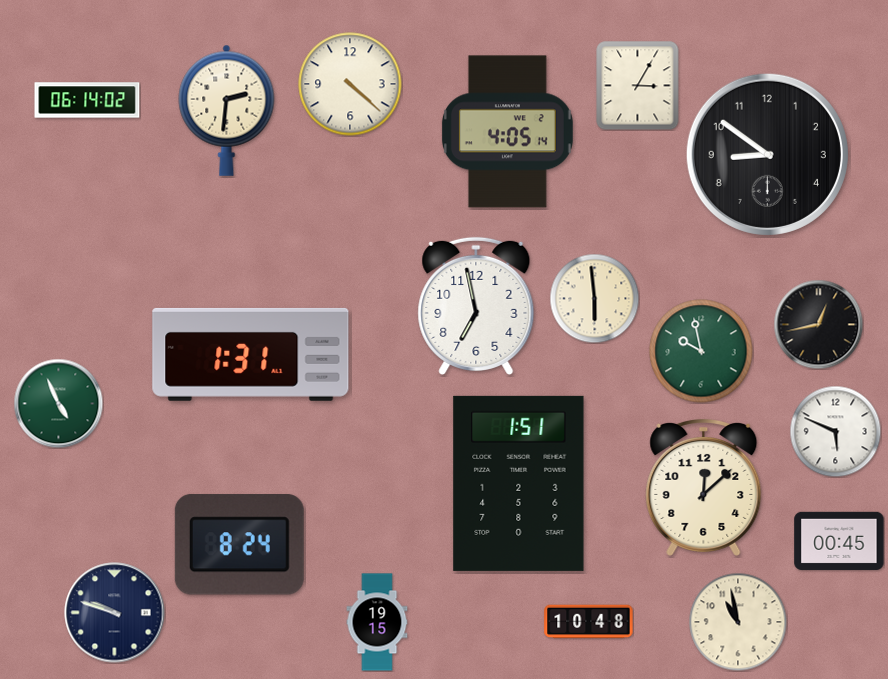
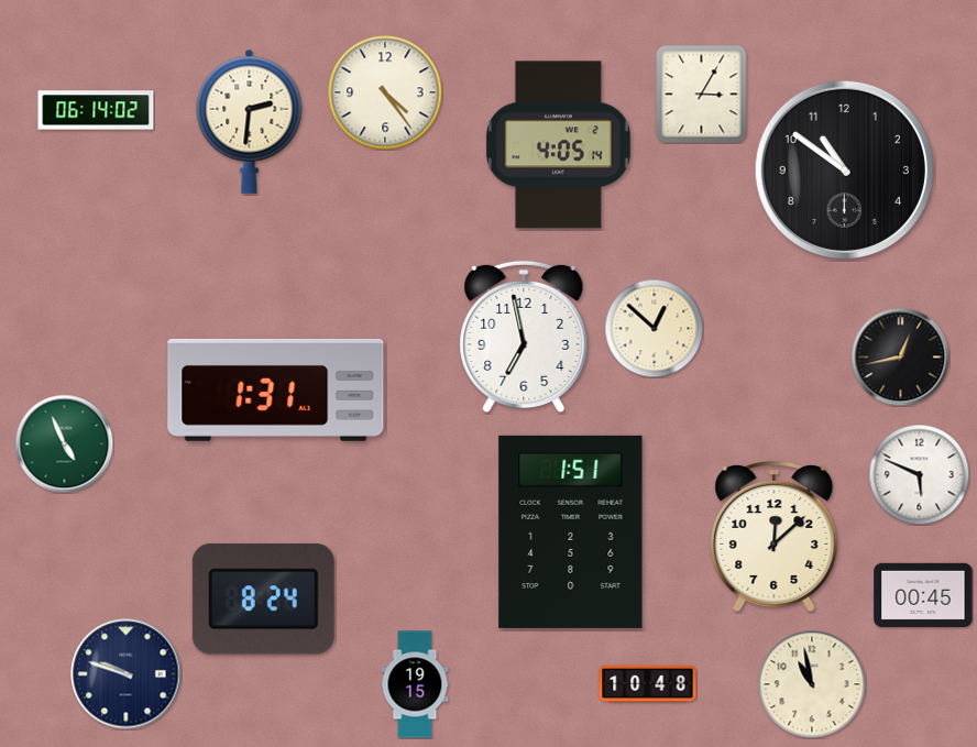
clock at (350, 84): 4:22 -> 4:24
clock at (767, 154): 8:51 -> 10:51
clock at (594, 298): 5:59 -> 12:52
clock at (701, 351): 9:58 -> none
